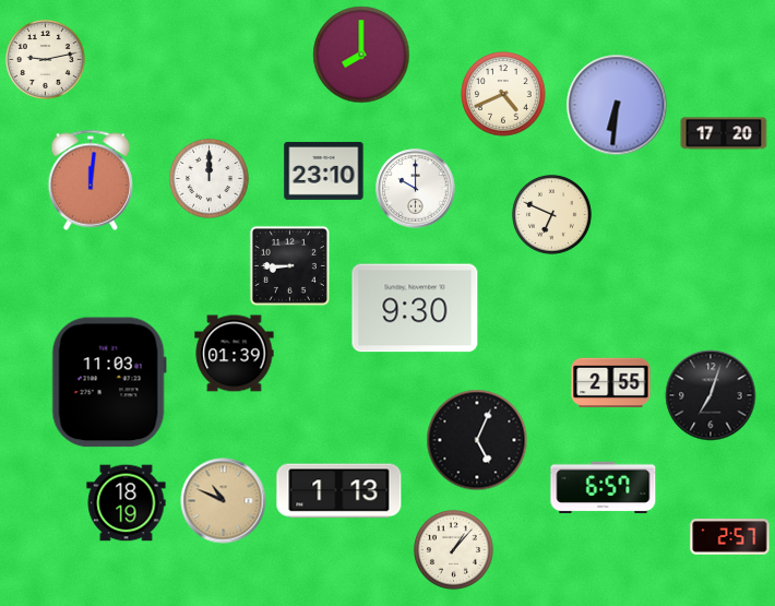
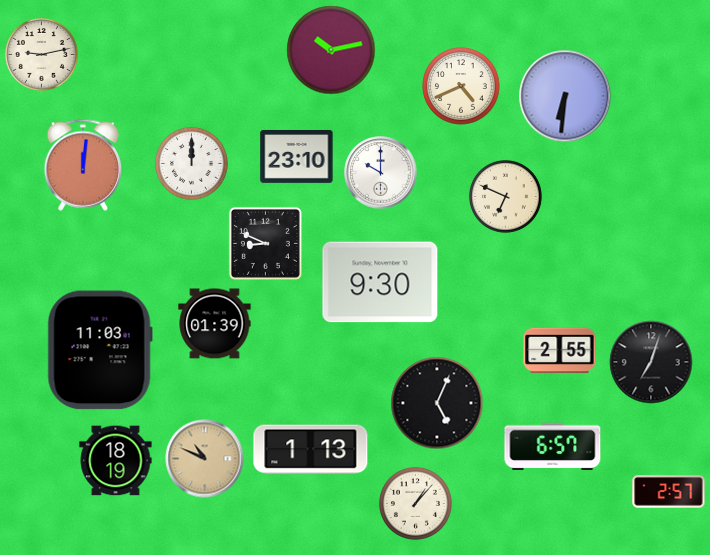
clock at (361, 55): 8:00 -> 10:13
clock at (724, 133): 17:20 -> none
clock at (289, 265): 8:45 -> 8:49
